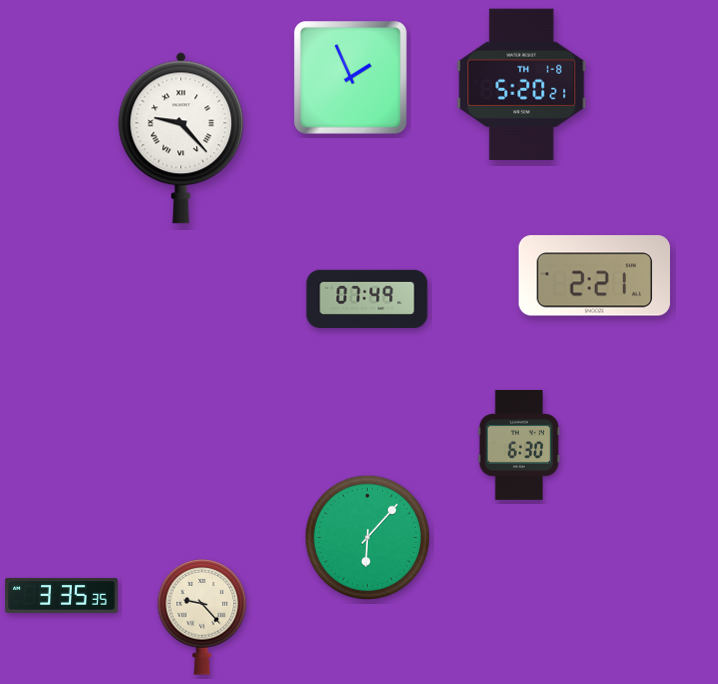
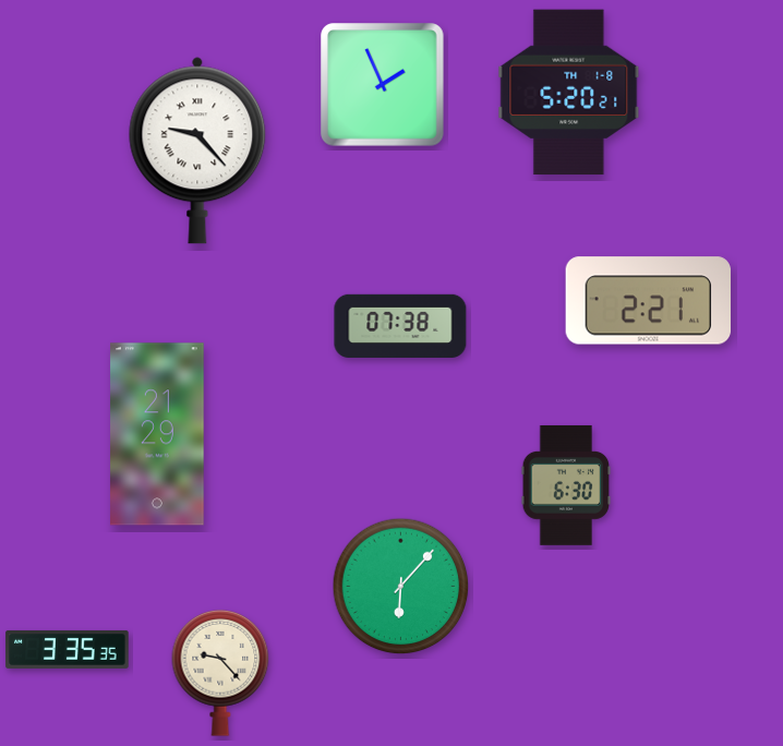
clock at (367, 299): 07:49 -> 07:38
clock at (157, 434): none -> 21:29
